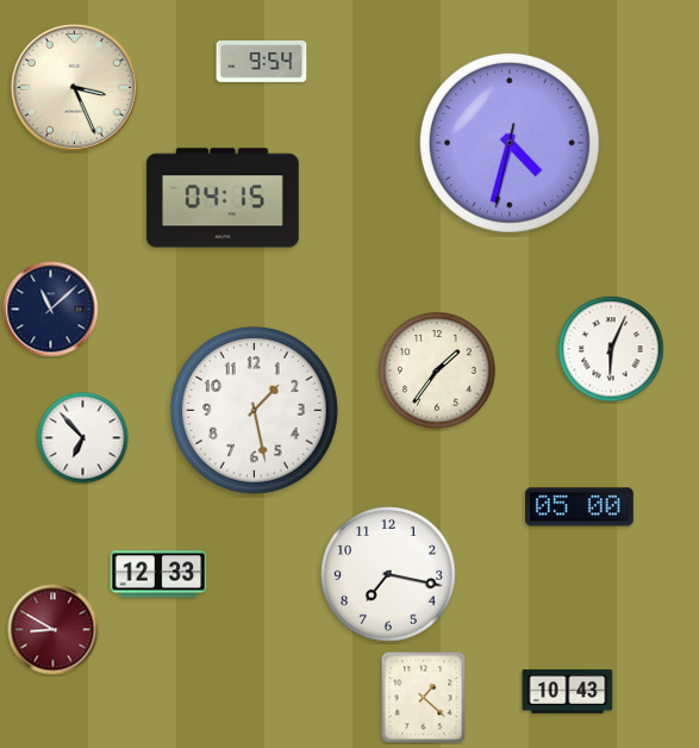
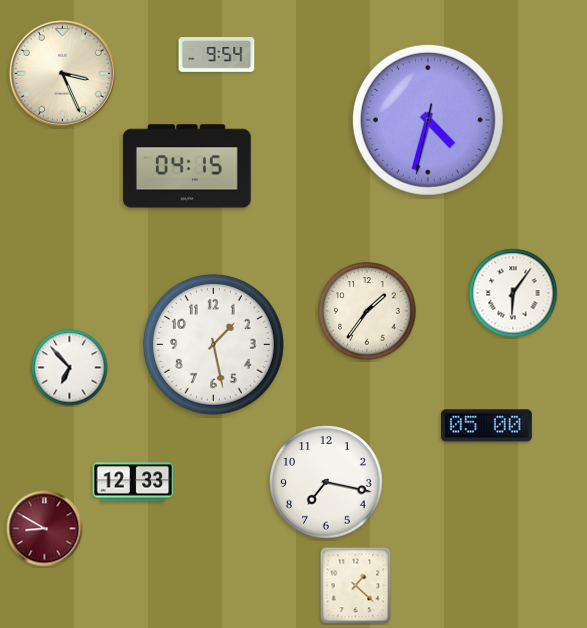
clock at (262, 62) position: (262, 62) -> (217, 55)
clock at (51, 310): 11:08 -> none
clock at (611, 349): 6:04 -> 6:06
clock at (568, 692): 10:43 -> none
